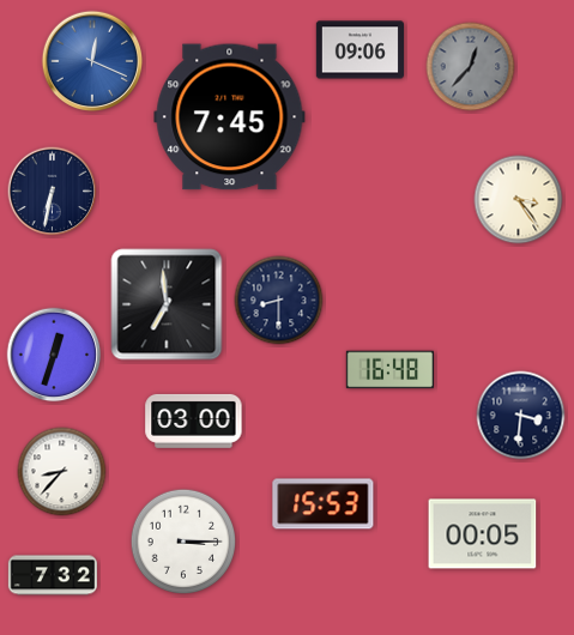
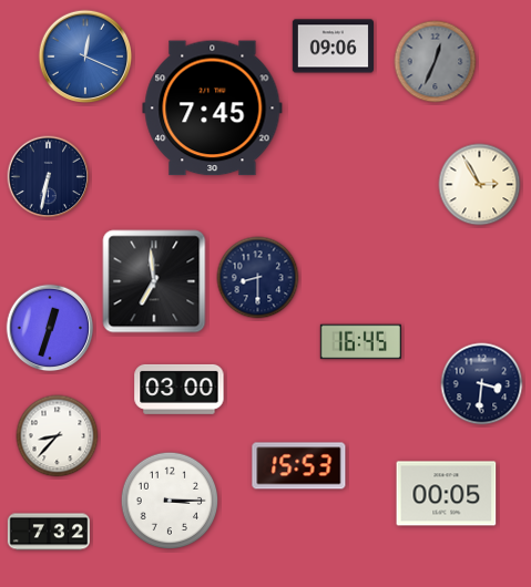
clock at (471, 67): 12:37 -> 12:34
clock at (519, 200): 3:24 -> 2:55
clock at (389, 370): 16:48 -> 16:45
